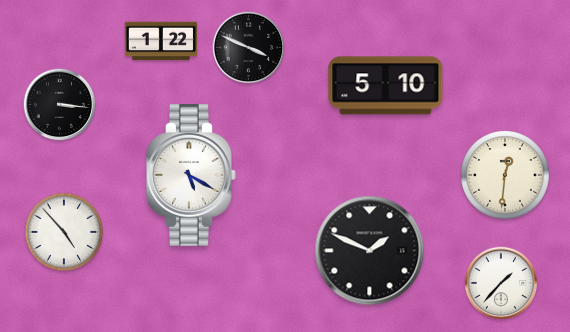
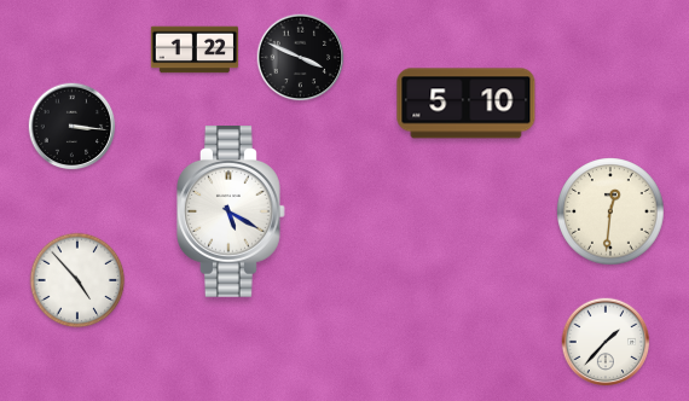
clock at (370, 251): 1:49 -> none
